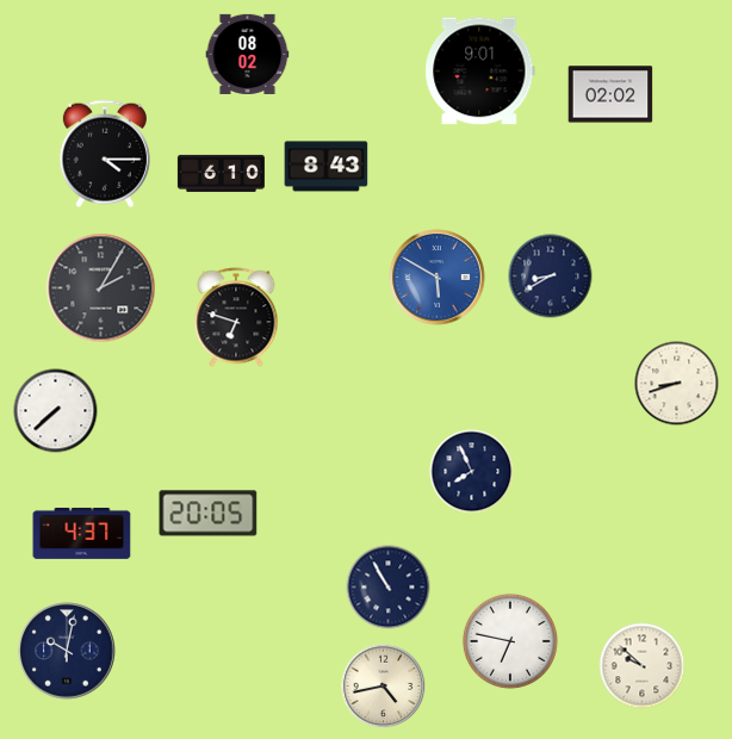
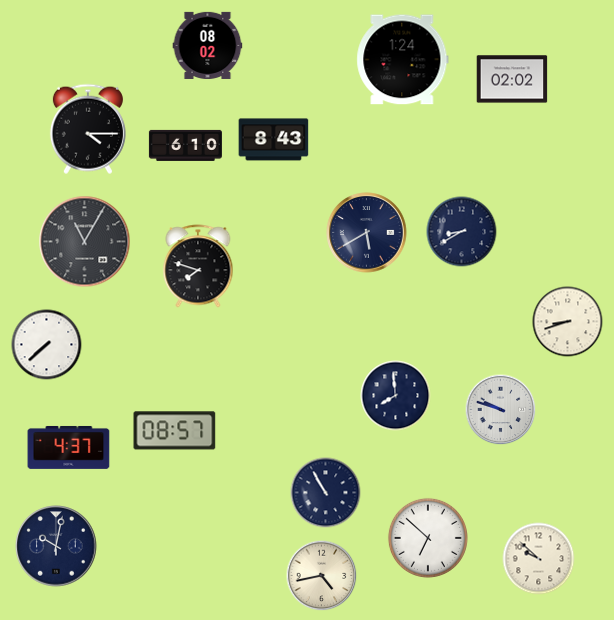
clock at (480, 72): 9:01 -> 1:24
clock at (438, 278): 5:50 -> 5:40
clock at (438, 278) dial: blue -> navy
clock at (101, 288): 2:05 -> 11:05
clock at (236, 317): 6:48 -> 7:48
clock at (472, 472): 7:56 -> 7:59
clock at (501, 410): none -> 9:48
clock at (209, 514): 20:05 -> 08:57
clock at (510, 641): 6:47 -> 6:52
